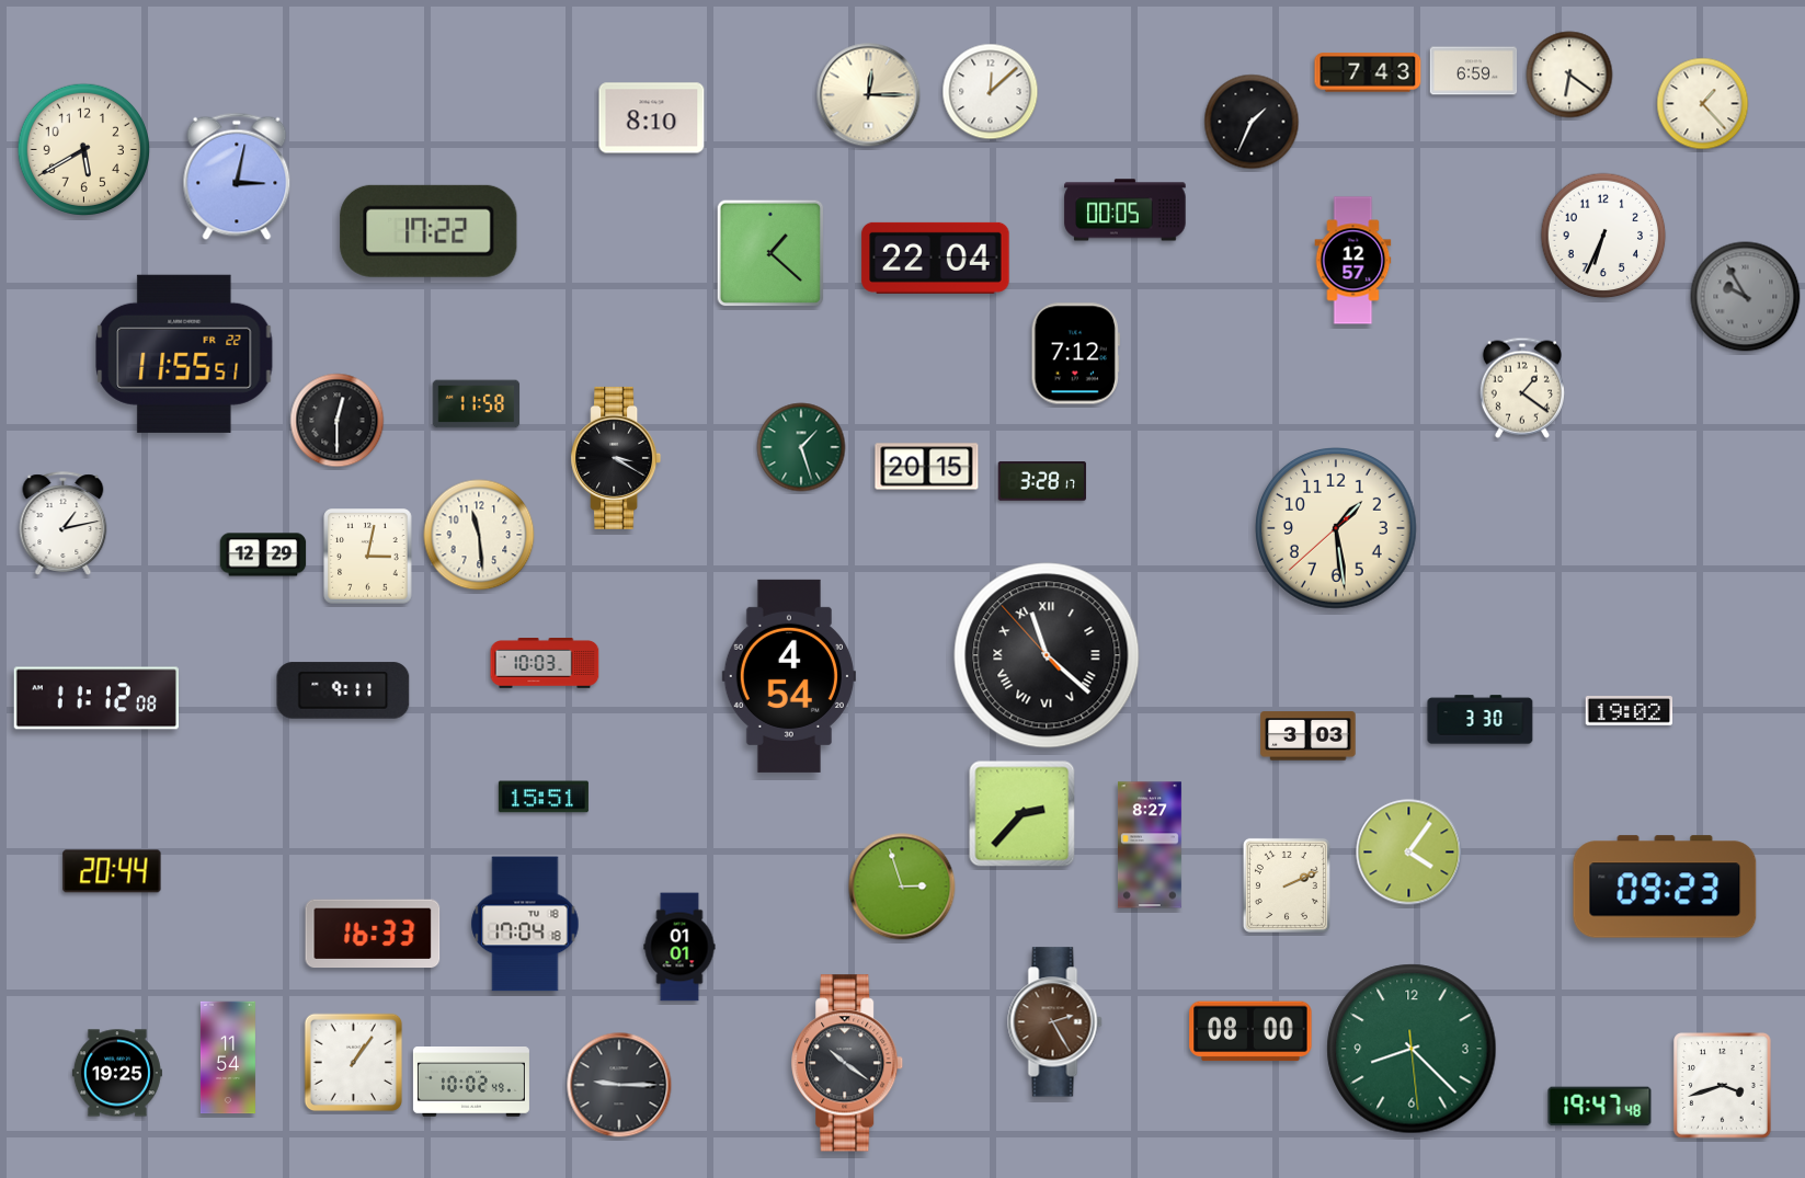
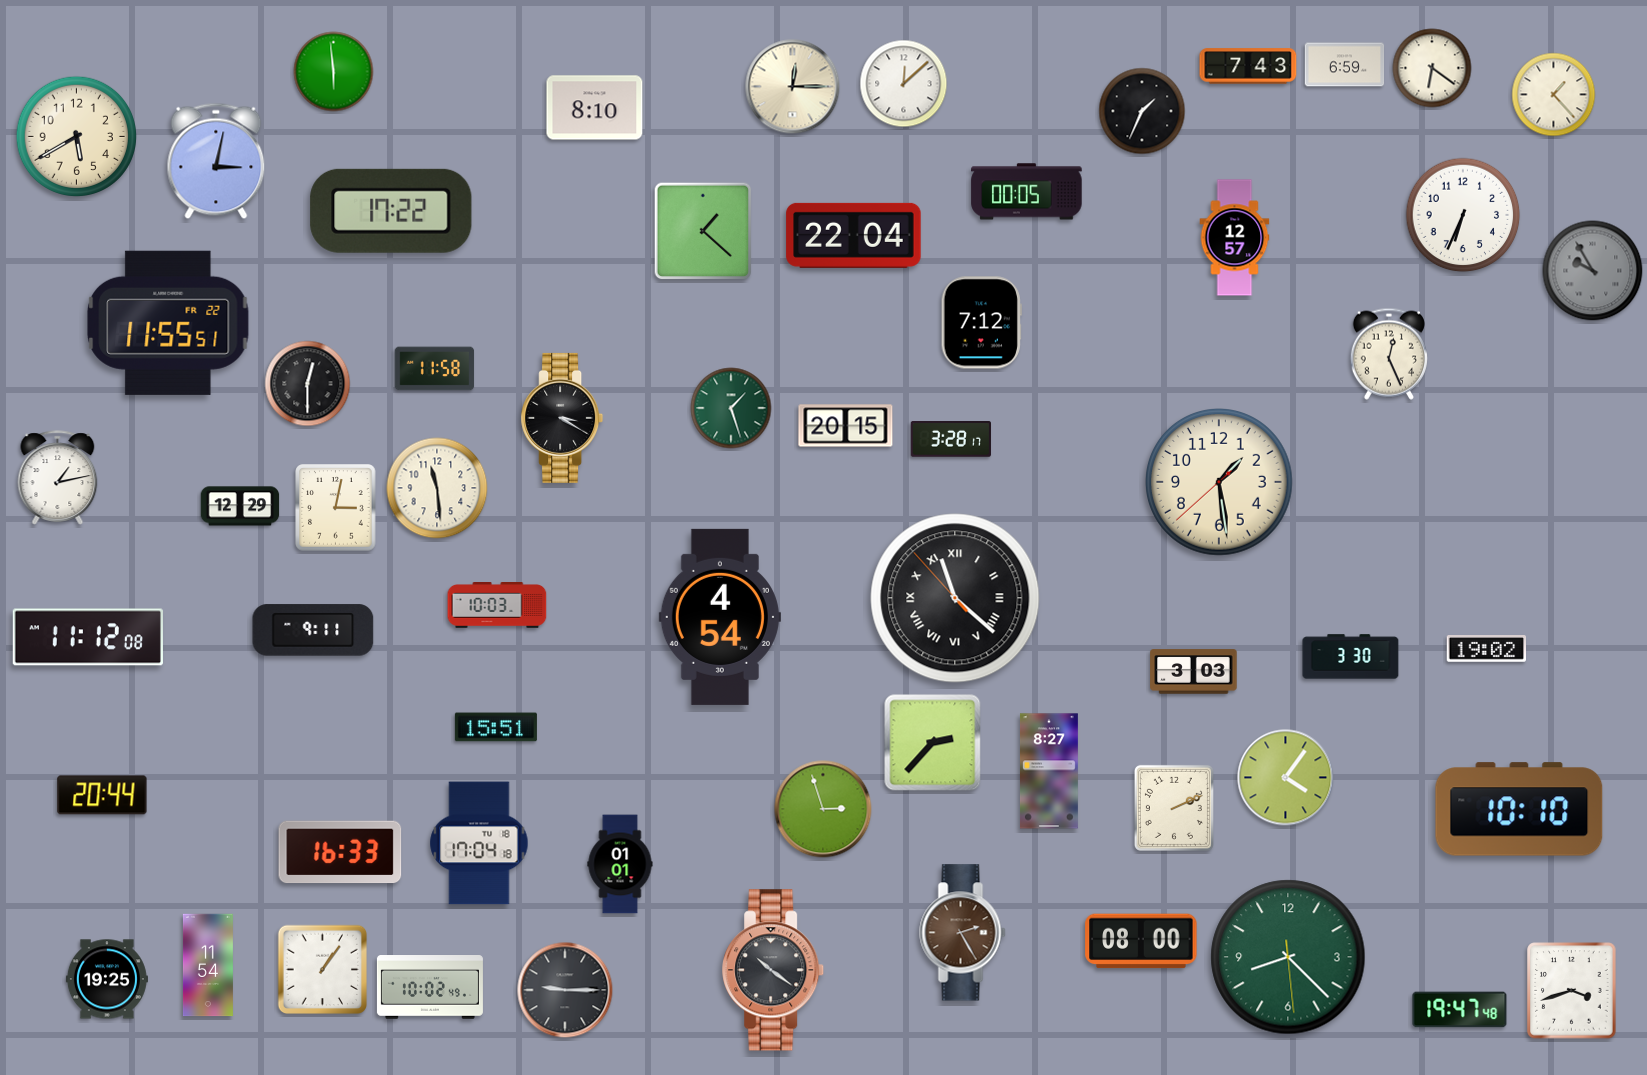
clock at (334, 72): none -> 5:59
clock at (1522, 388): 1:21 -> 12:26
clock at (1665, 887): 09:23 -> 10:10
